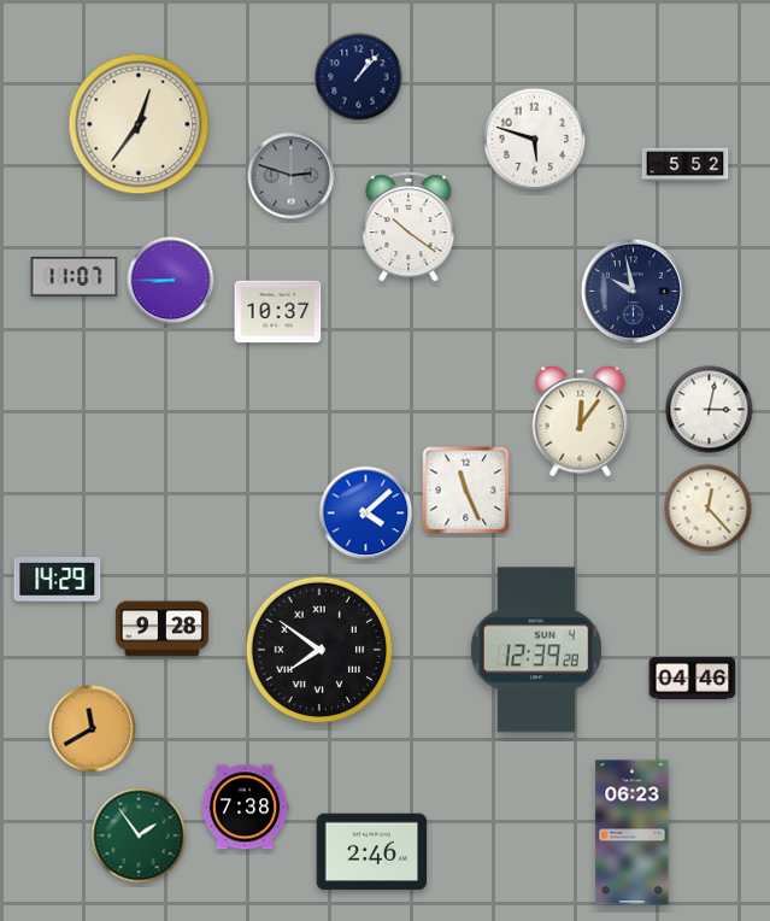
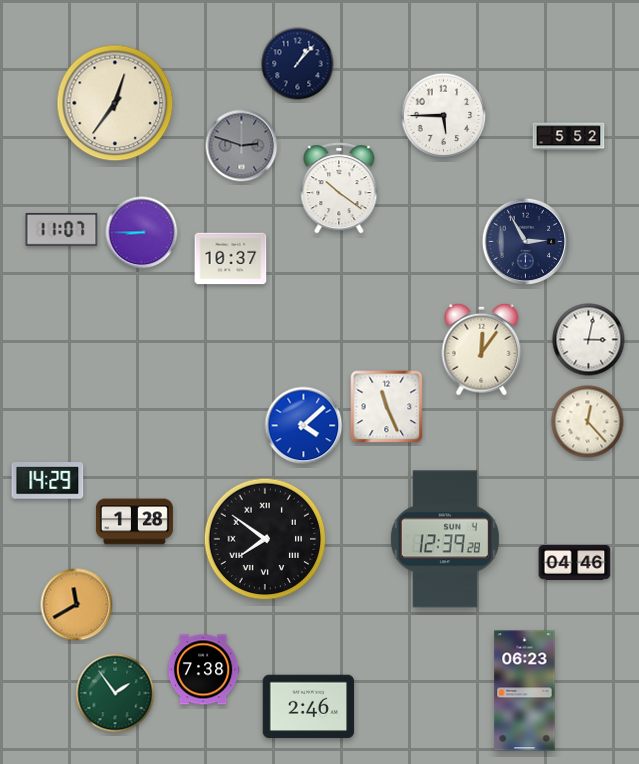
clock at (535, 140): 5:48 -> 5:45
clock at (634, 292): 9:58 -> 2:55
clock at (161, 629): 9:28 -> 1:28
